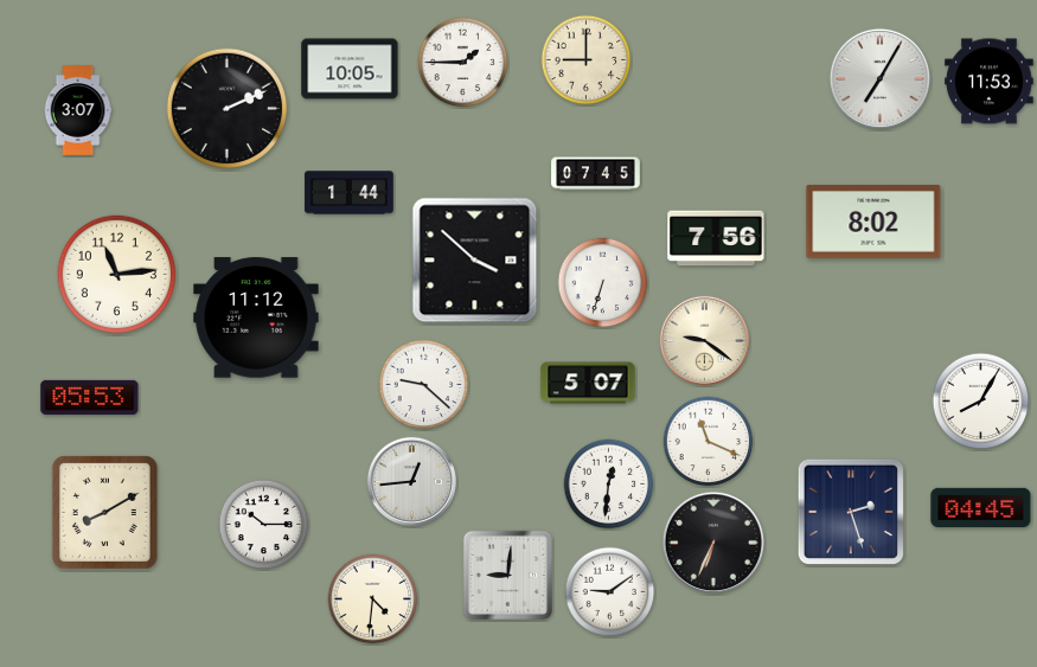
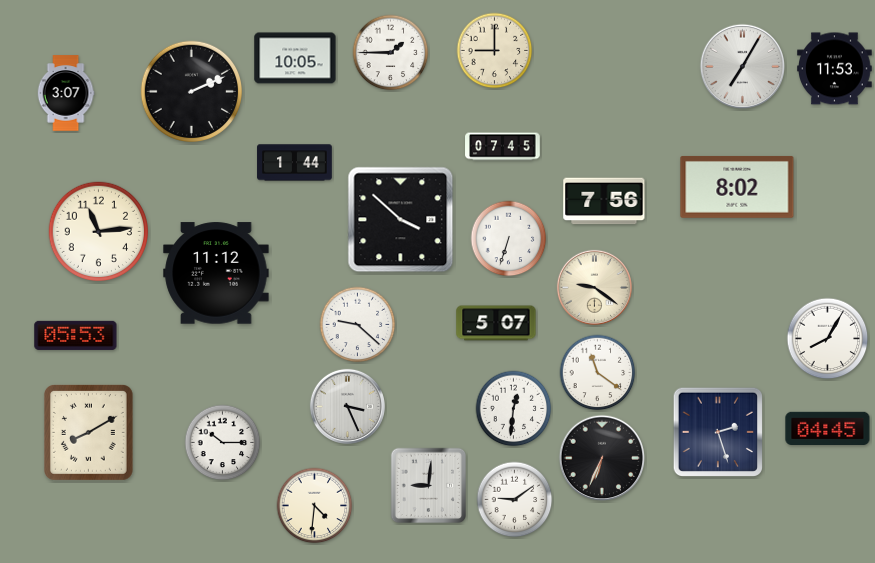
clock at (256, 318) position: (256, 318) -> (216, 273)
clock at (709, 442): 11:19 -> 11:21
clock at (411, 481): 12:44 -> 3:26
